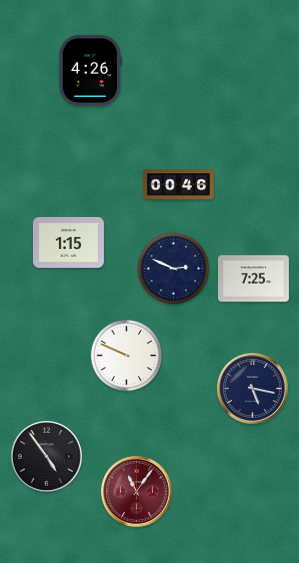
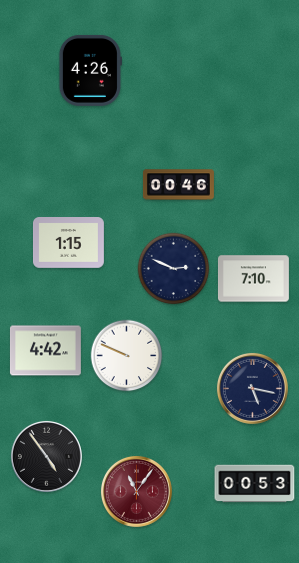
clock at (253, 279): 7:25 -> 7:10
clock at (45, 351): none -> 4:42
clock at (255, 484): none -> 00:53
